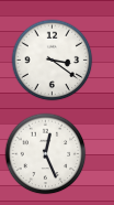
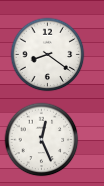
clock at (53, 61): 3:21 -> 8:21
